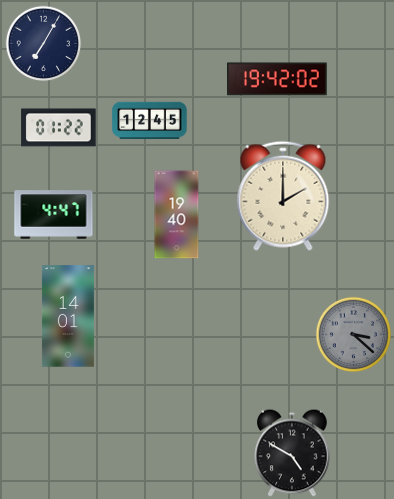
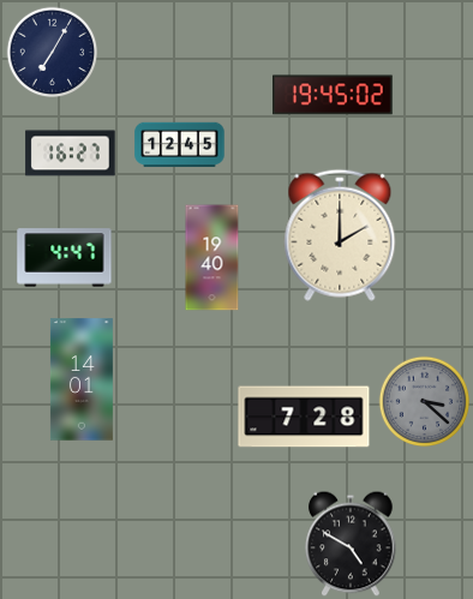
clock at (278, 79): 19:42 -> 19:45
clock at (59, 128): 01:22 -> 16:27
clock at (304, 417): none -> 7:28
